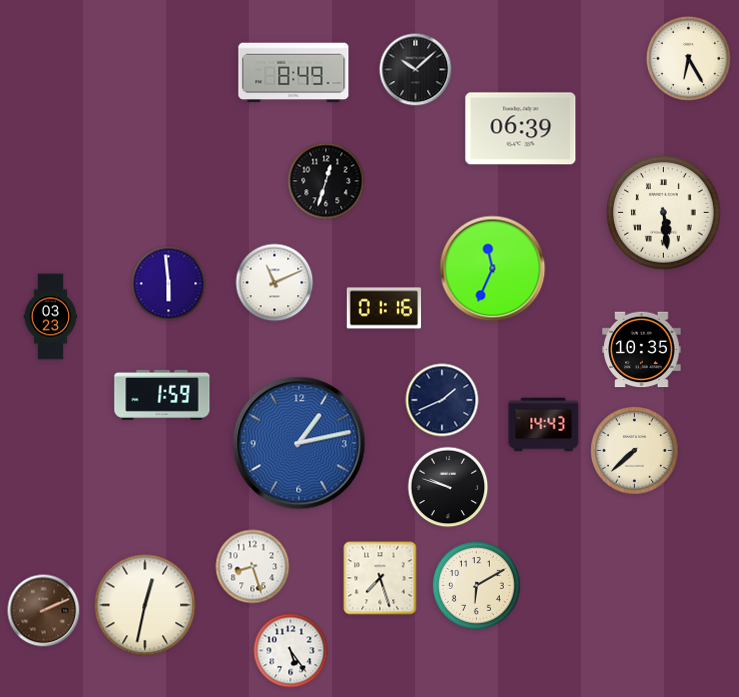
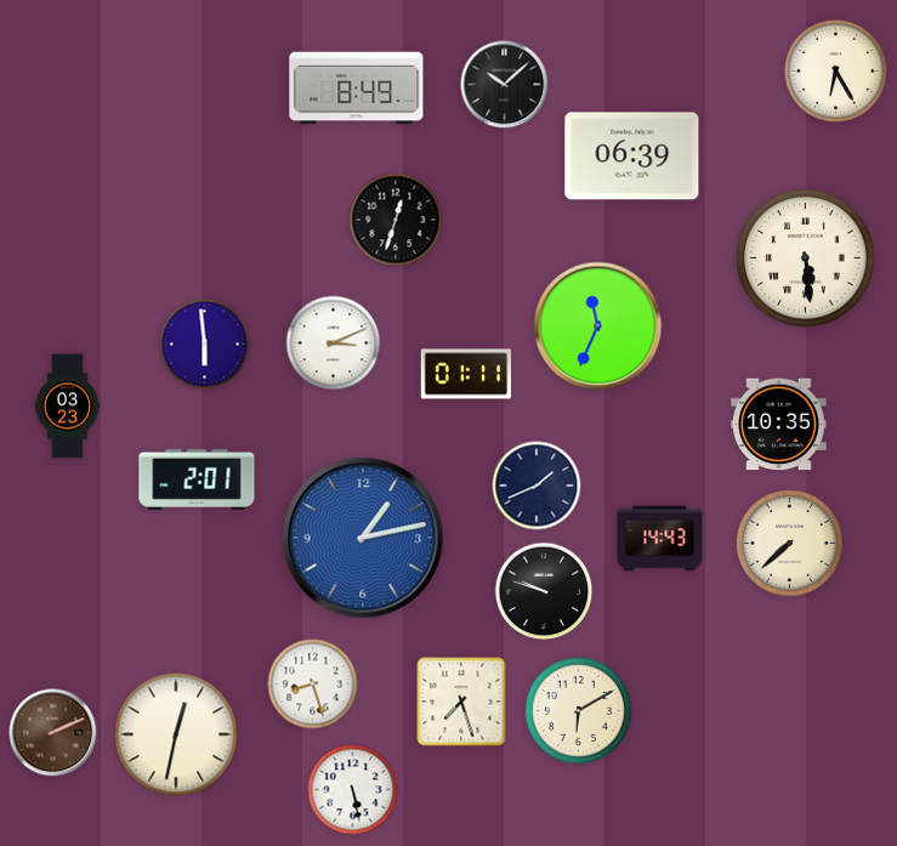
clock at (275, 283): 11:11 -> 3:11
clock at (384, 308): 01:16 -> 01:11
clock at (51, 317) position: (51, 317) -> (68, 407)
clock at (162, 395): 1:59 -> 2:01
clock at (544, 425) position: (544, 425) -> (660, 539)
clock at (635, 451) position: (635, 451) -> (790, 544)
clock at (253, 567) position: (253, 567) -> (313, 685)
clock at (44, 611) position: (44, 611) -> (53, 733)
clock at (291, 651): 5:24 -> 5:28
